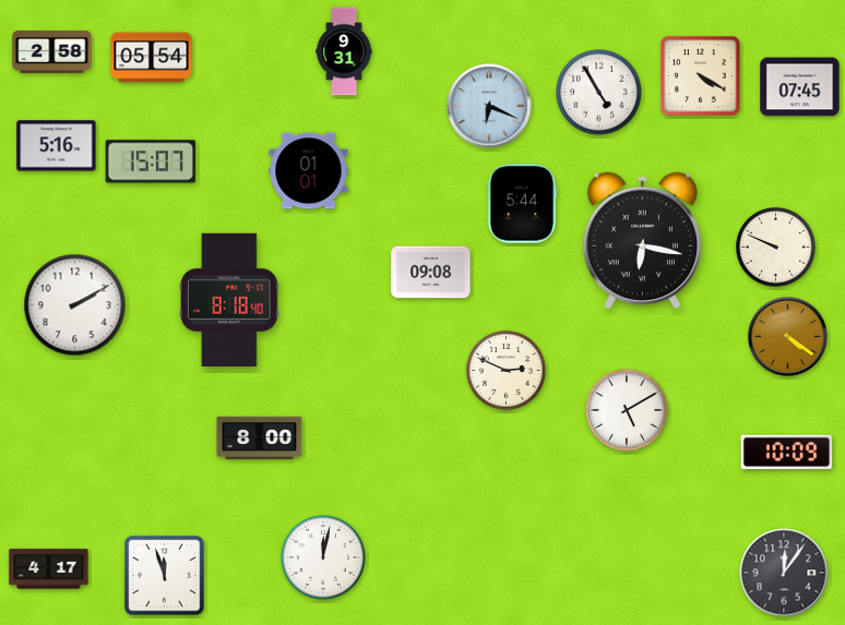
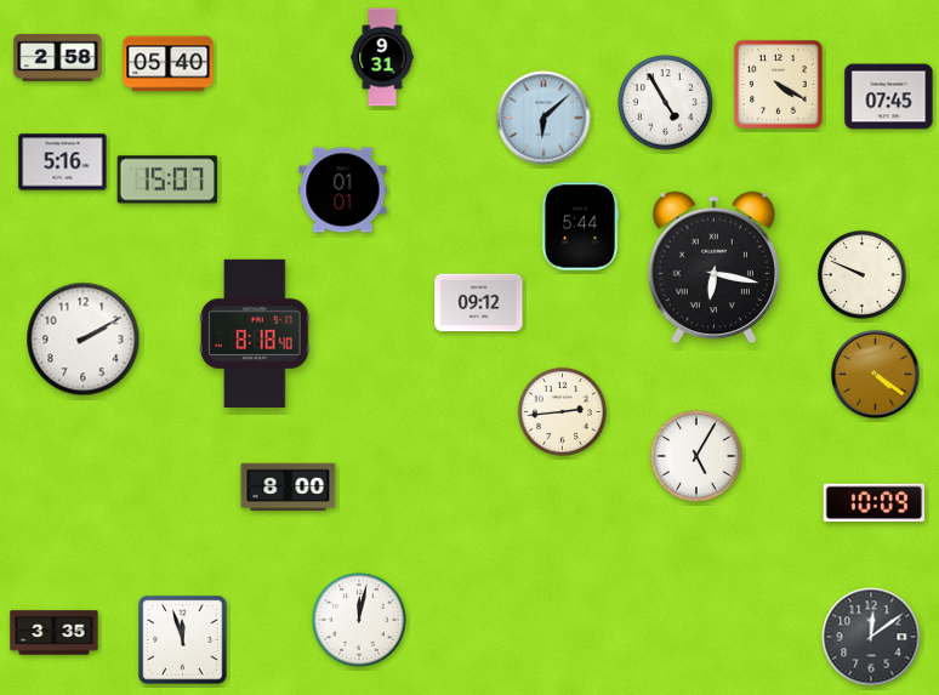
clock at (152, 58): 05:54 -> 05:40
clock at (489, 106): 6:19 -> 6:08
clock at (431, 273): 09:08 -> 09:12
clock at (505, 370): 2:49 -> 2:44
clock at (627, 410): 5:10 -> 5:05
clock at (49, 569): 4:17 -> 3:35
clock at (784, 573): 12:06 -> 12:09
